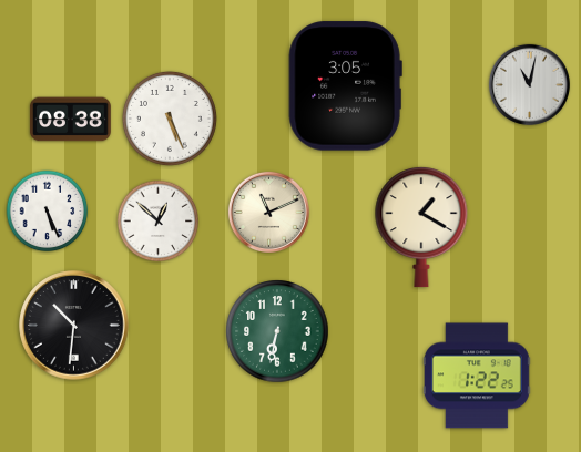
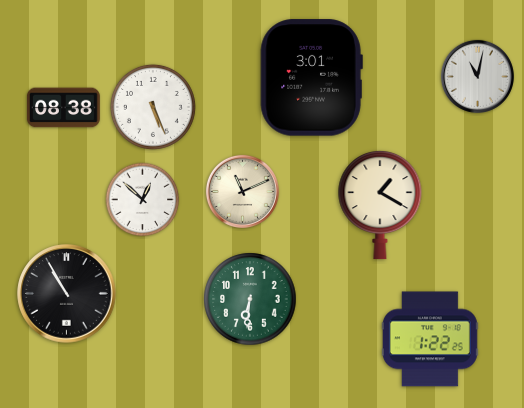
clock at (345, 86): 3:05 -> 3:01
clock at (48, 212): 5:26 -> none
clock at (74, 326): 10:31 -> 10:55
clock at (277, 331): 6:32 -> 6:31
